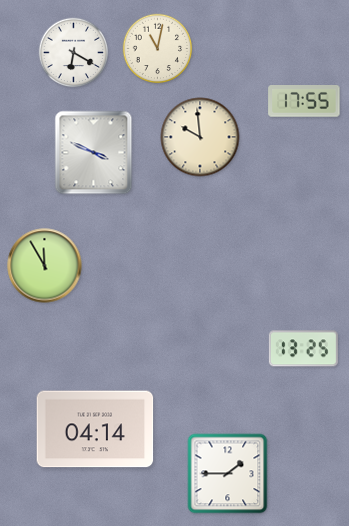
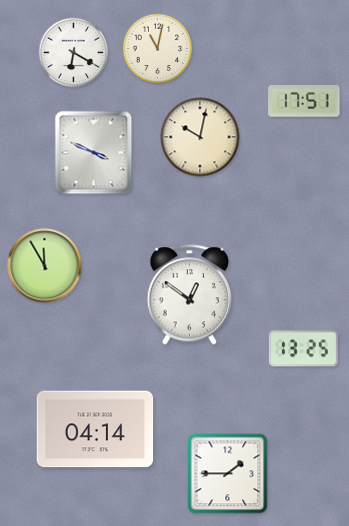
clock at (304, 102): 17:55 -> 17:51
clock at (200, 137): 9:59 -> 10:02
clock at (189, 295): none -> 12:51
